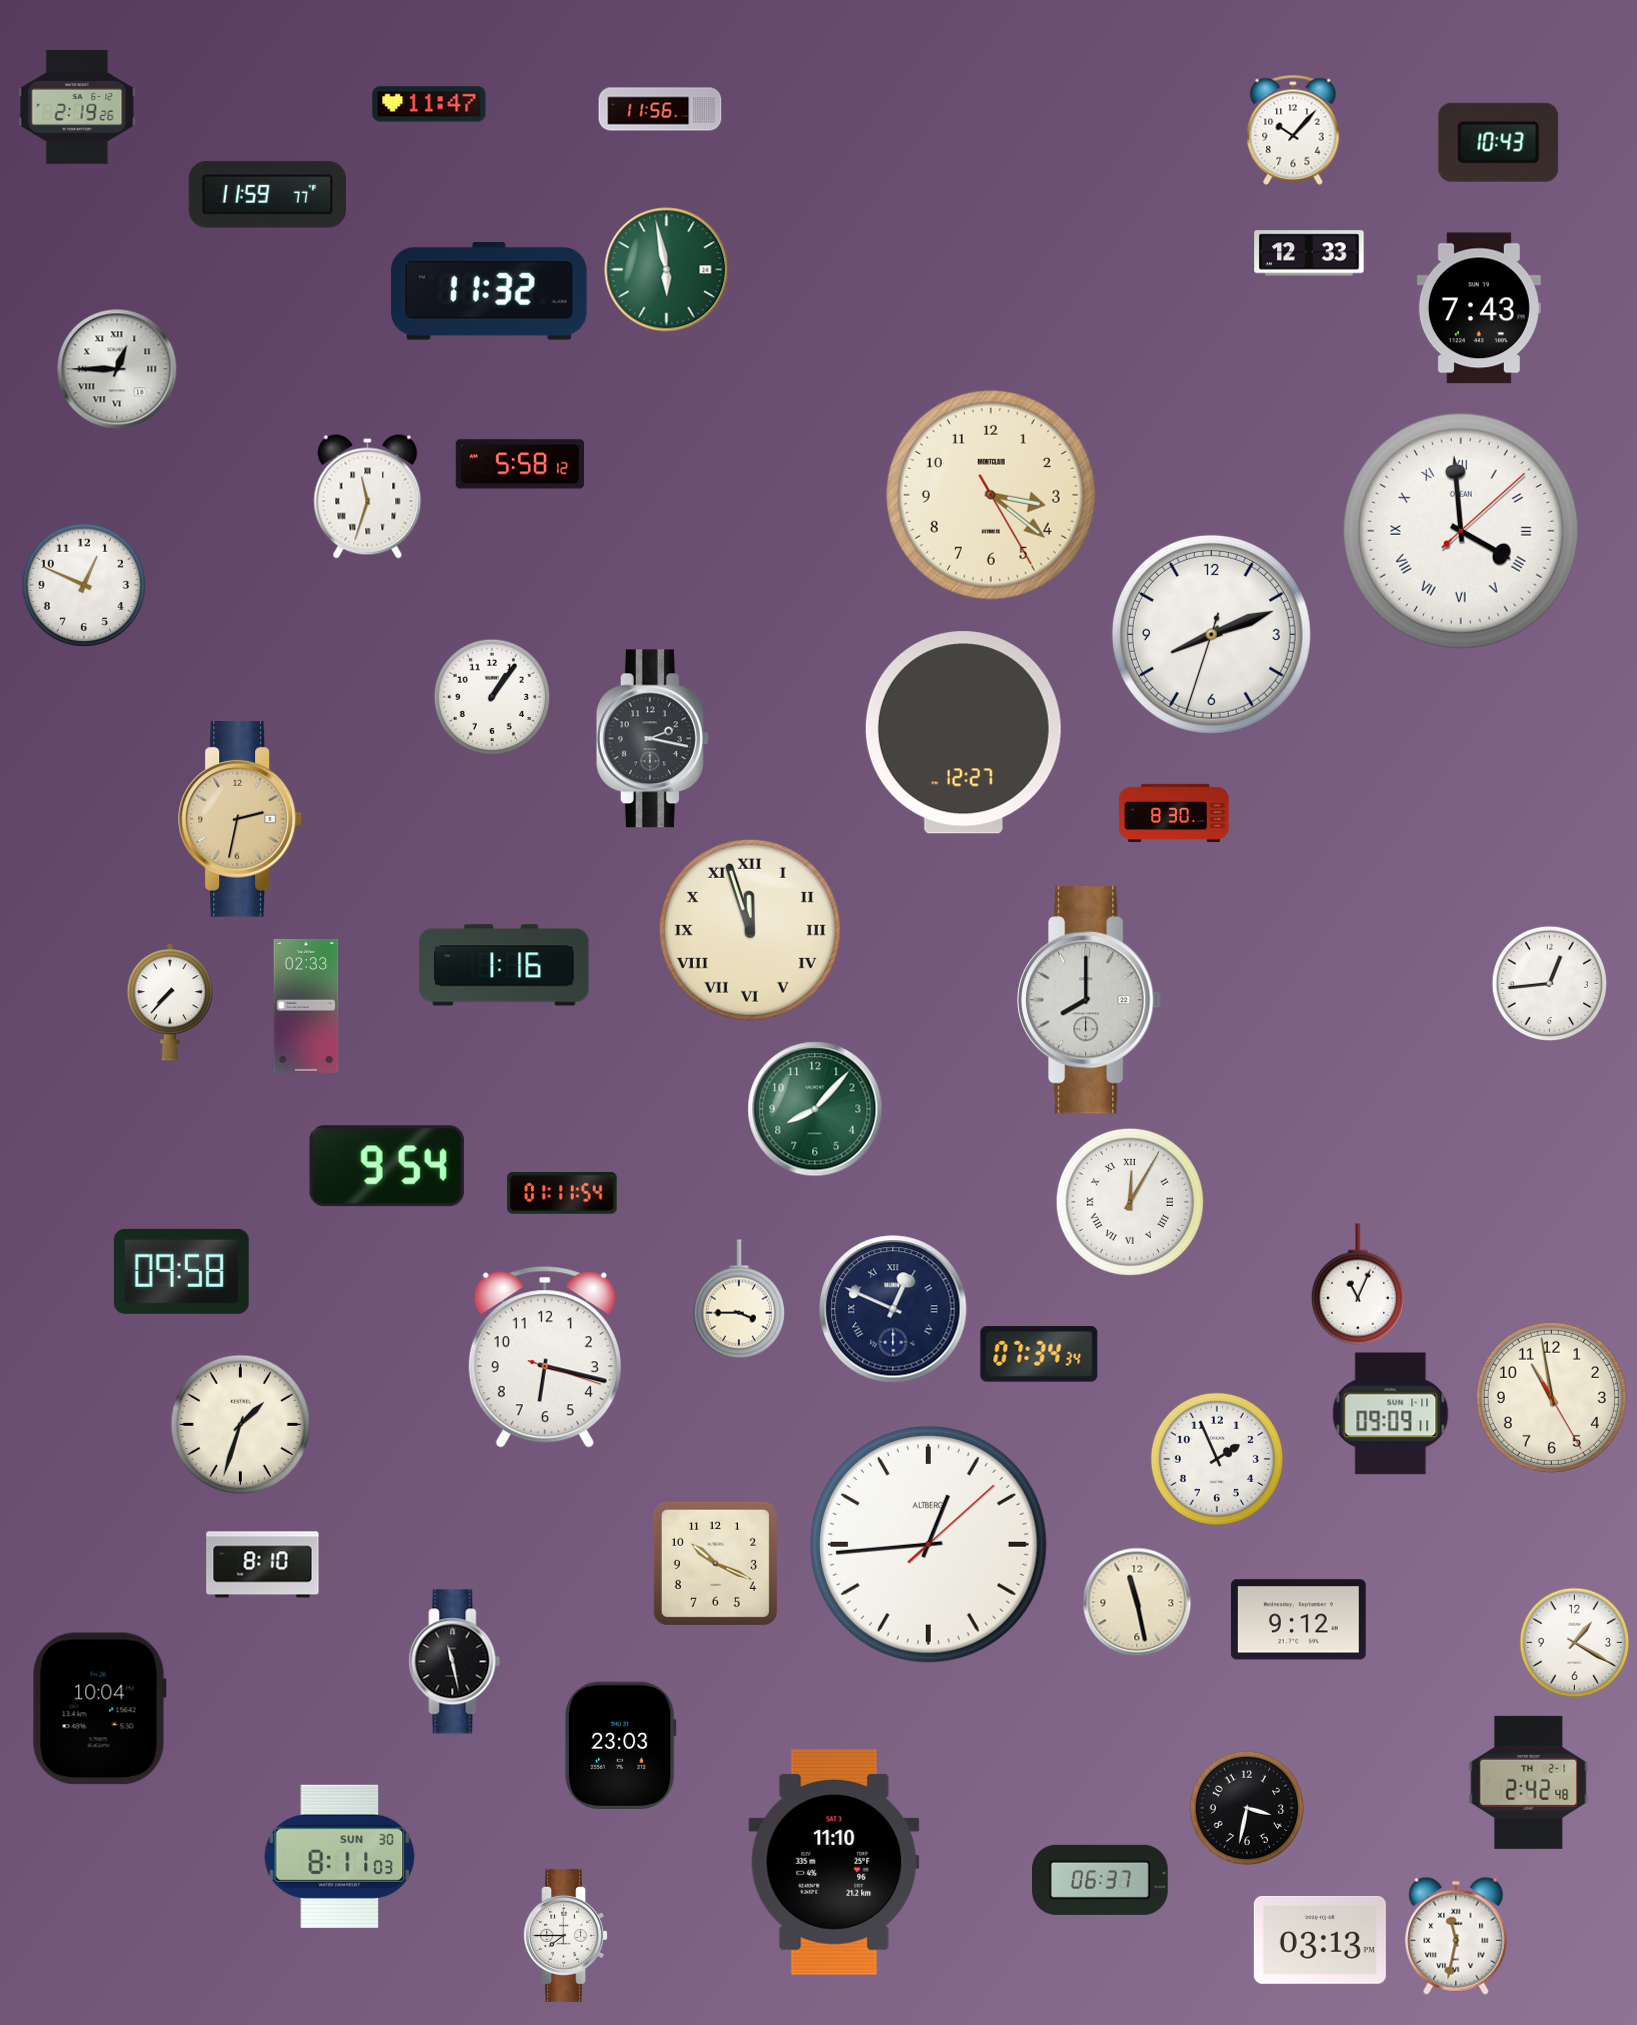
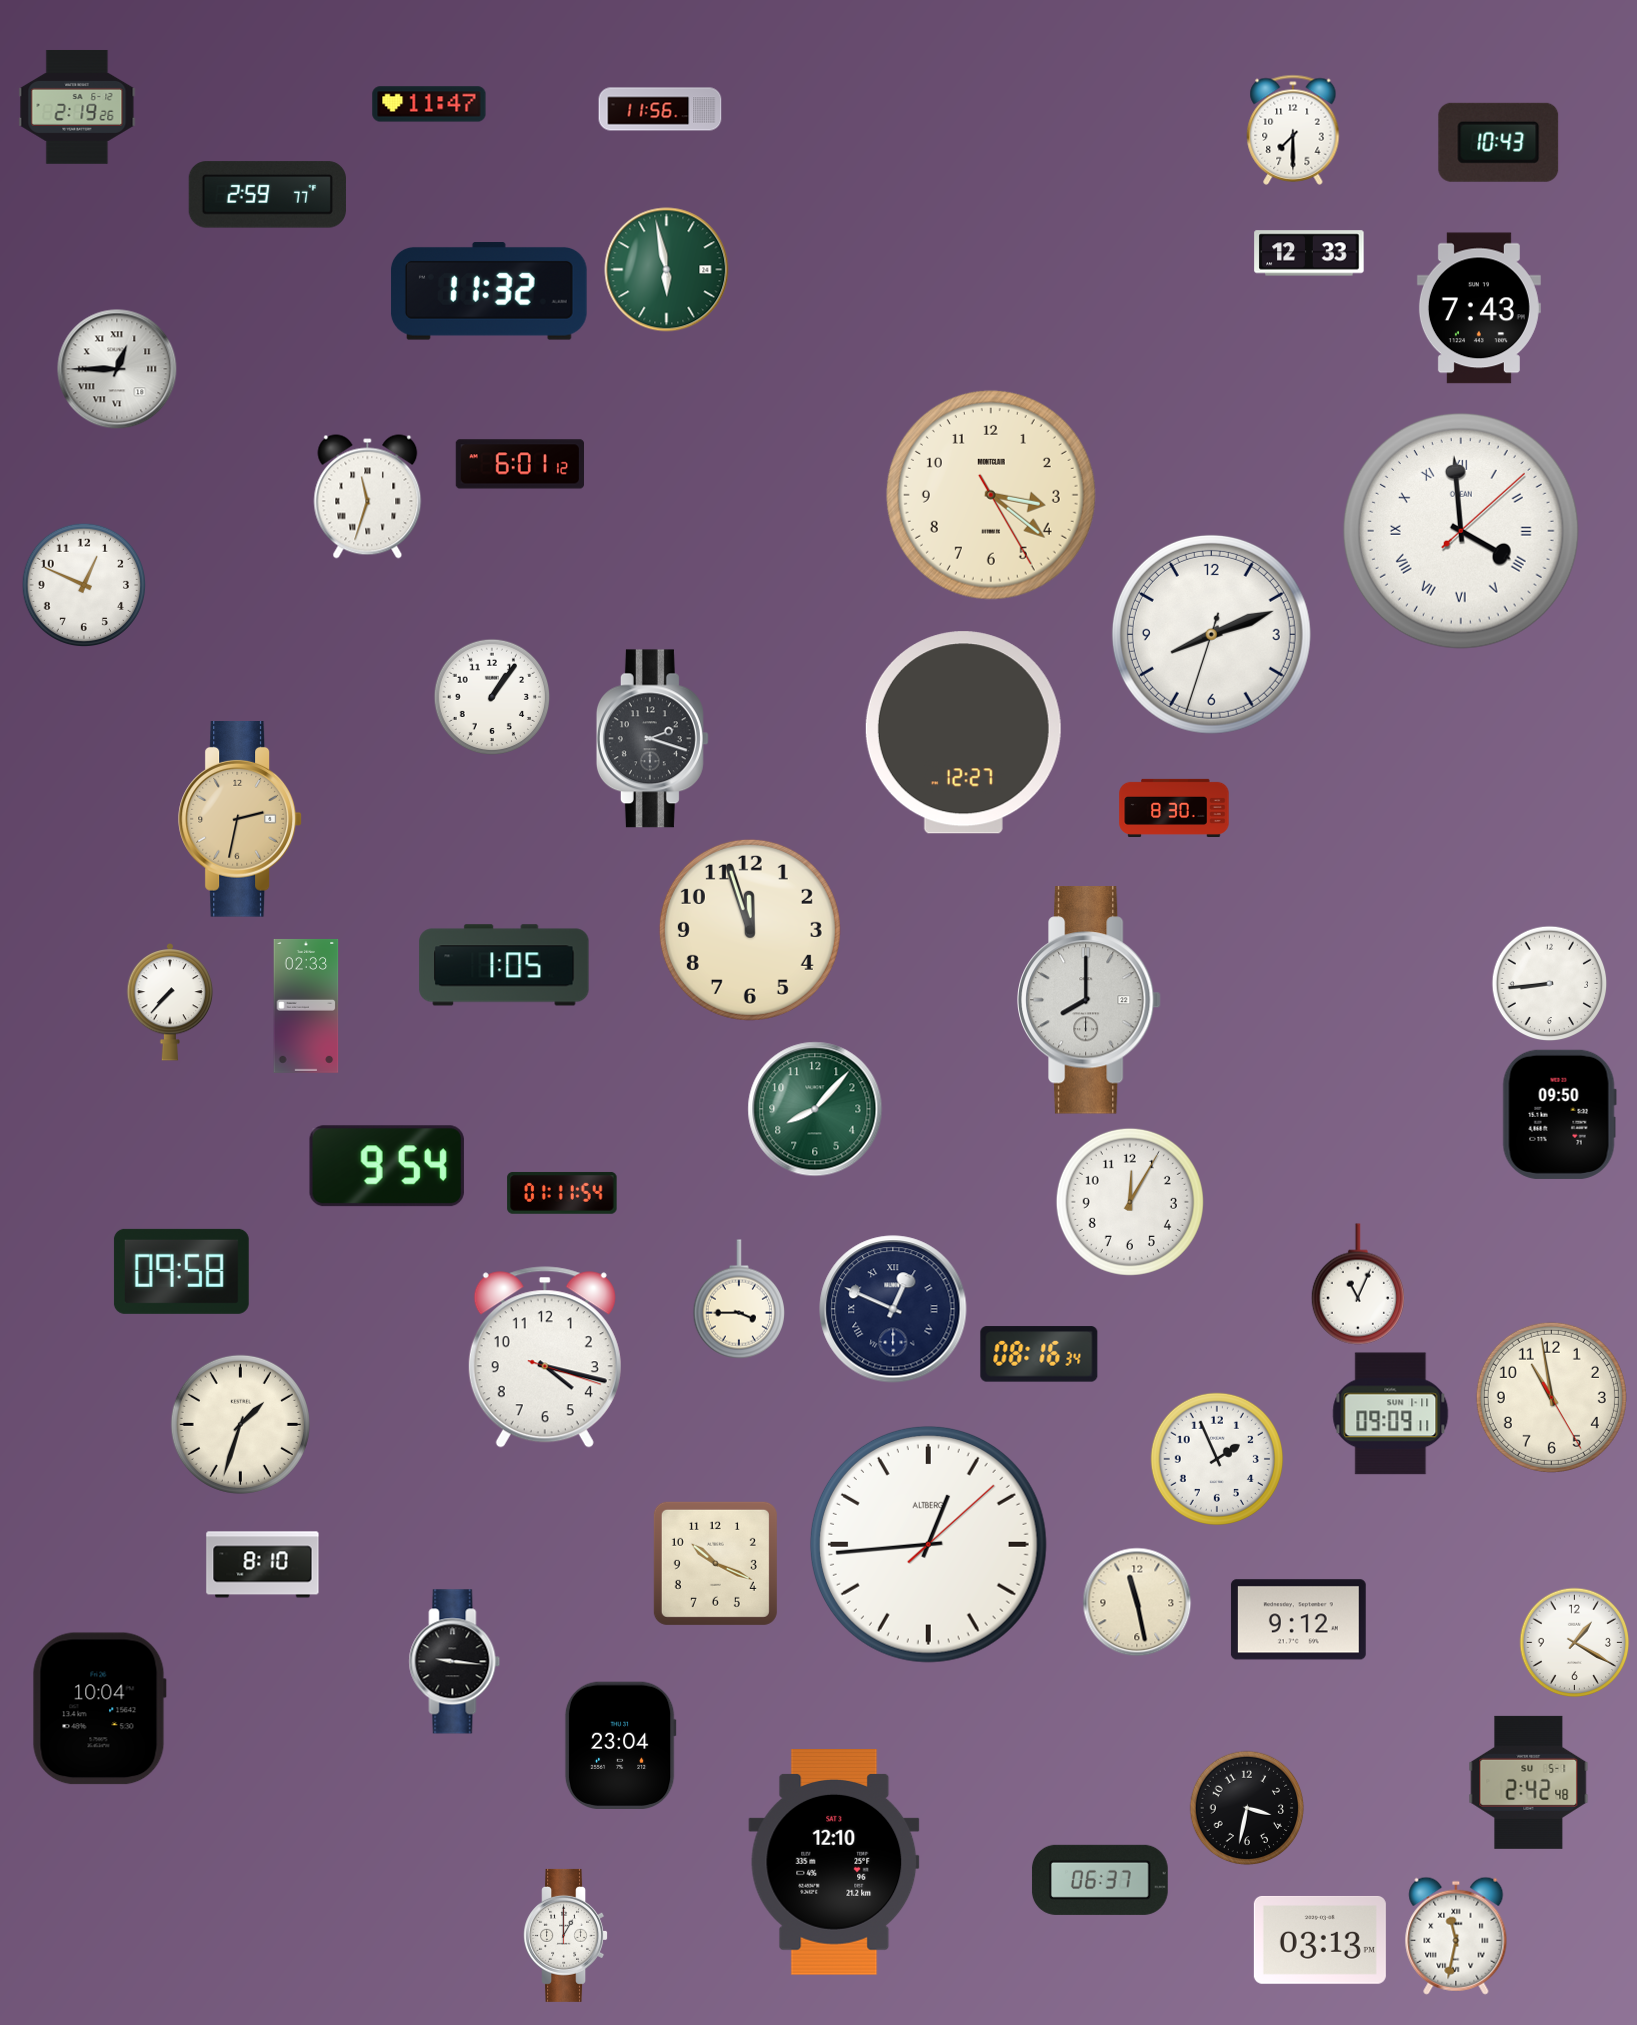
clock at (1293, 130): 10:07 -> 7:30
clock at (267, 195): 11:59 -> 2:59
clock at (519, 464): 5:58 -> 6:01
clock at (652, 739): 2:17 -> 2:18
clock at (1174, 812) position: (1174, 812) -> (1174, 807)
clock at (750, 930) numerals: Roman -> Arabic
clock at (504, 965): 1:16 -> 1:05
clock at (1550, 984): 12:44 -> 8:44
clock at (1559, 1114): none -> 09:50
clock at (1130, 1202) numerals: Roman -> Arabic
clock at (1039, 1354): 07:34 -> 08:16
clock at (545, 1357): 6:17 -> 4:17
clock at (455, 1662): 11:28 -> 9:16
clock at (620, 1745): 23:03 -> 23:04
clock at (1529, 1782) date: TH 2-1 -> SU 5-1
clock at (340, 1856): 8:11 -> none
clock at (834, 1863): 11:10 -> 12:10
clock at (566, 1935): 7:45 -> 1:00
